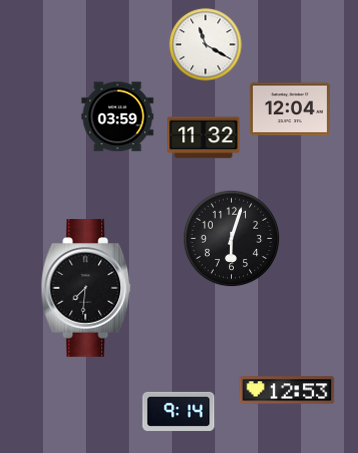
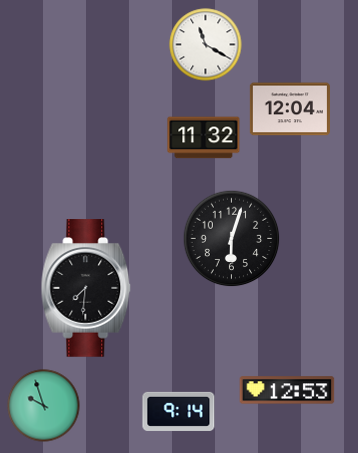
clock at (118, 117): 03:59 -> none
clock at (44, 406): none -> 9:57
